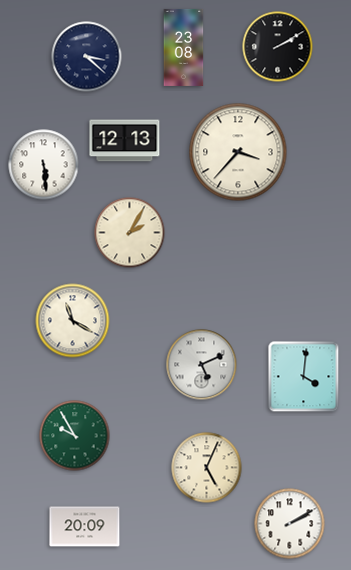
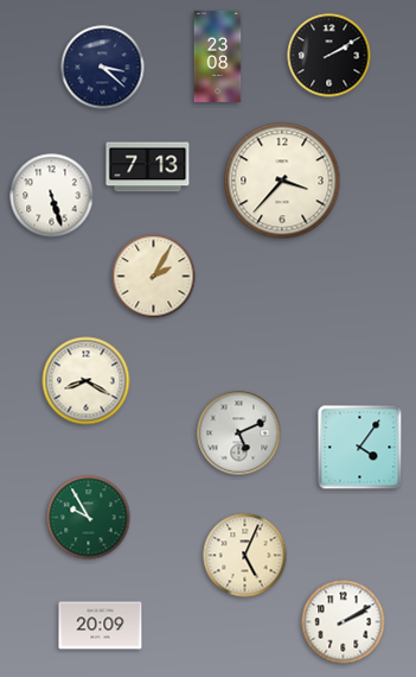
clock at (125, 141): 12:13 -> 7:13
clock at (44, 165): 5:29 -> 5:27
clock at (73, 321): 11:20 -> 8:20
clock at (304, 377): 4:01 -> 4:06
